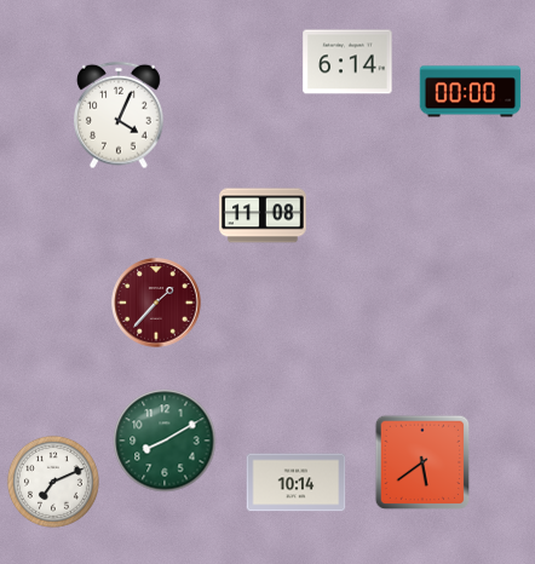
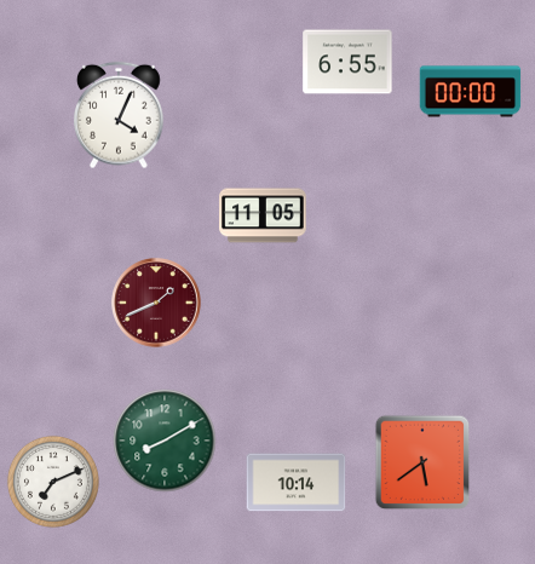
clock at (347, 62): 6:14 -> 6:55
clock at (263, 215): 11:08 -> 11:05
clock at (156, 303): 1:37 -> 1:41
